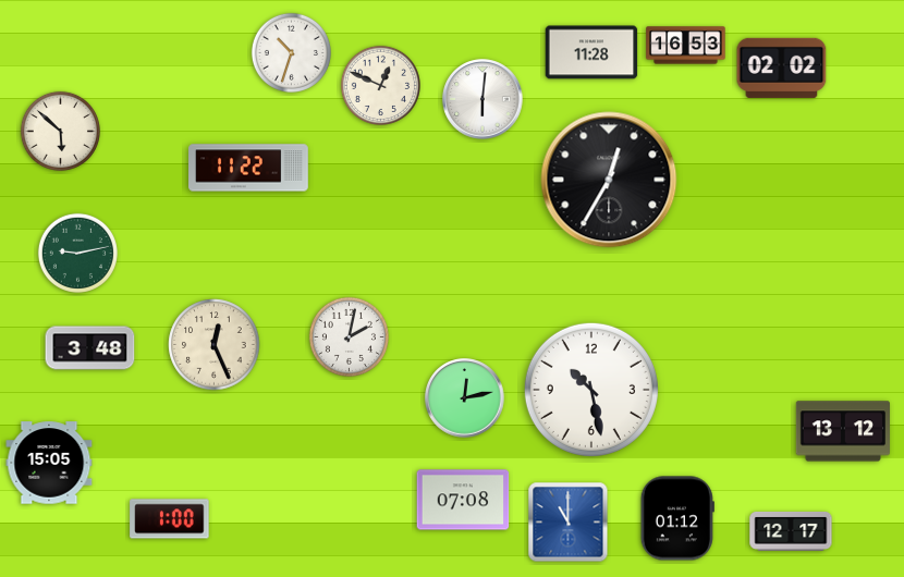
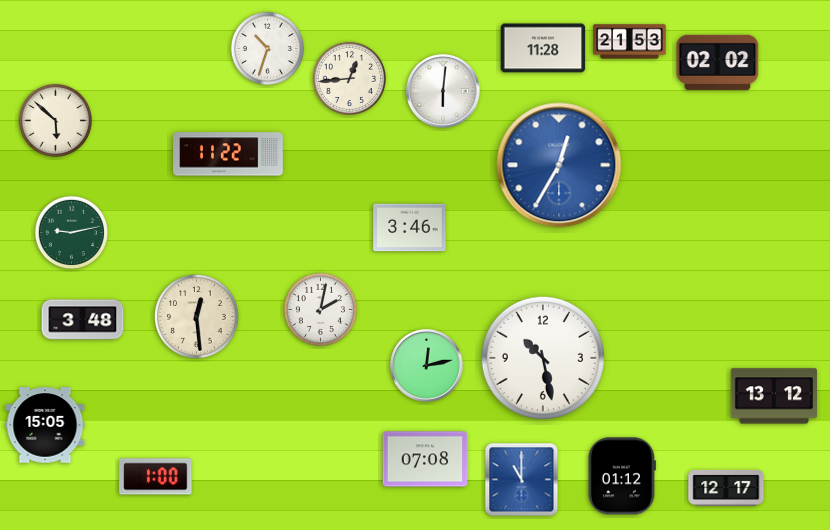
clock at (686, 46): 16:53 -> 21:53
clock at (380, 85): 12:49 -> 12:44
clock at (609, 180) dial: black -> blue
clock at (410, 228): none -> 3:46
clock at (215, 345): 12:26 -> 12:29
